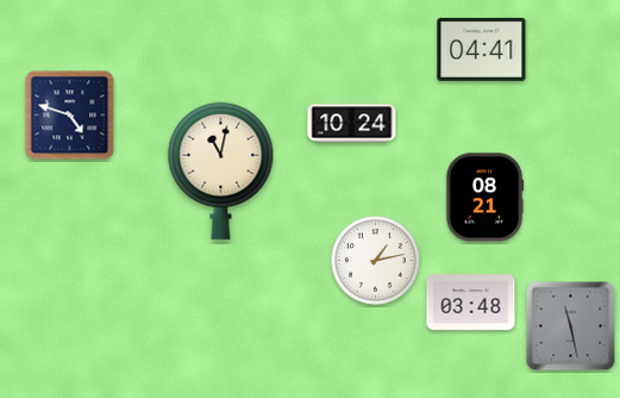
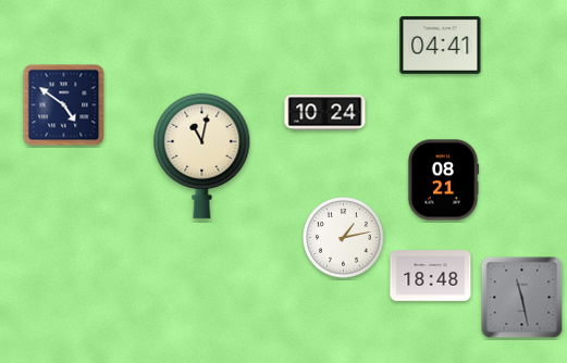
clock at (70, 116): 4:48 -> 4:51
clock at (352, 124) position: (352, 124) -> (325, 113)
clock at (471, 303): 03:48 -> 18:48
